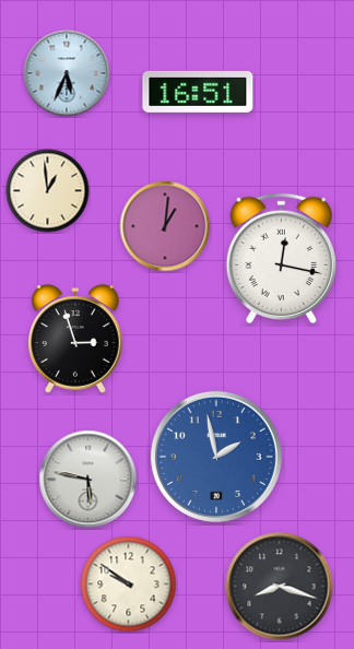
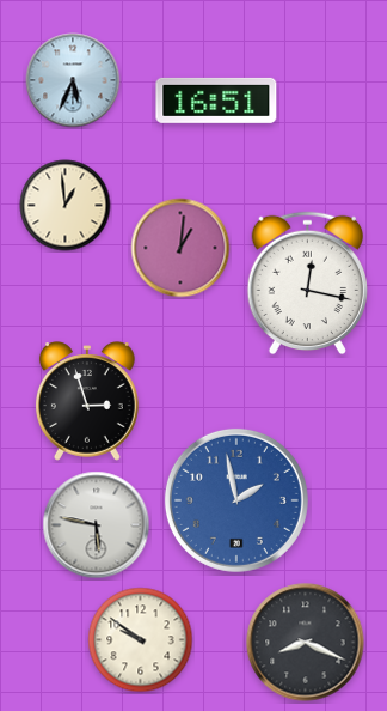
clock at (48, 191) position: (48, 191) -> (66, 206)
clock at (75, 339) position: (75, 339) -> (87, 401)
clock at (280, 587): 8:18 -> 8:19
